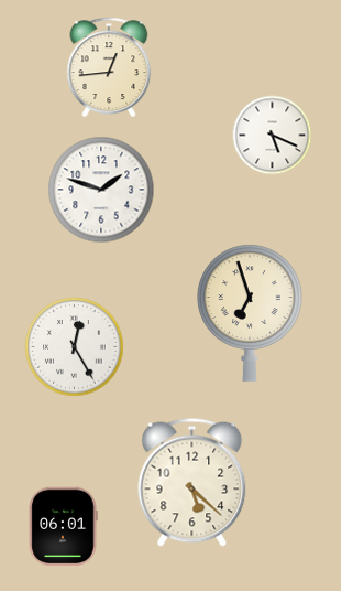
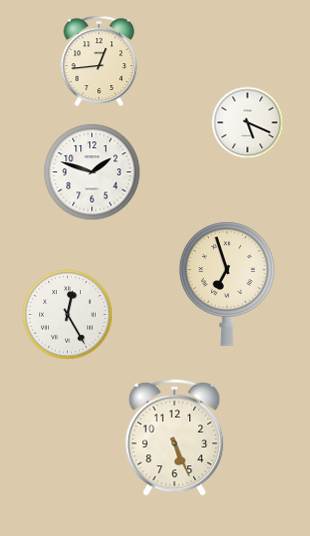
clock at (193, 482): 5:22 -> 5:26
clock at (63, 527): 06:01 -> none
